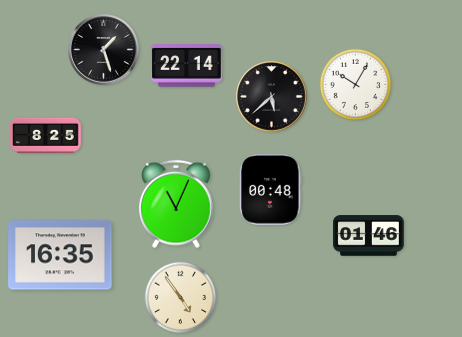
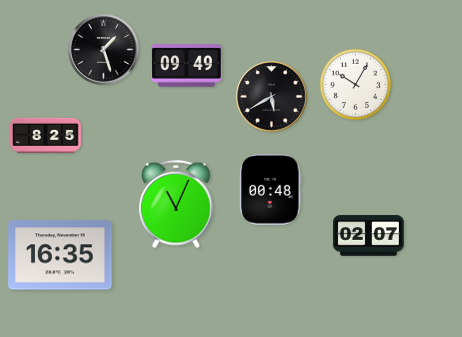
clock at (187, 66): 22:14 -> 09:49
clock at (272, 97): 5:38 -> 5:40
clock at (369, 236): 01:46 -> 02:07
clock at (181, 298): 4:54 -> none
